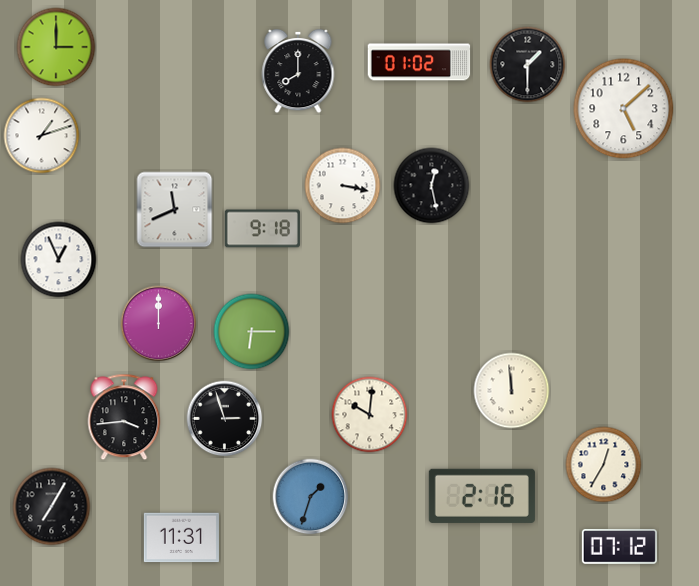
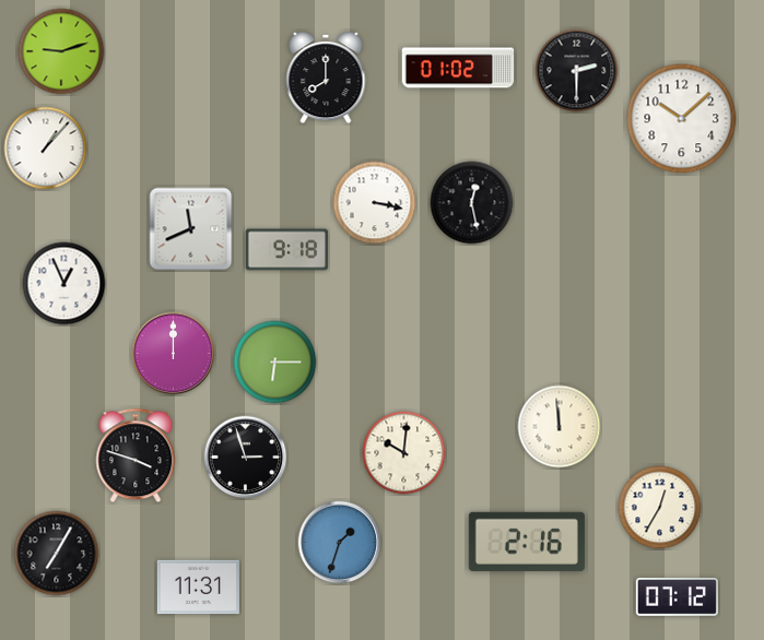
clock at (56, 47): 3:00 -> 9:12
clock at (528, 65): 1:30 -> 2:30
clock at (624, 109): 5:08 -> 10:08
clock at (42, 136): 1:12 -> 1:07
clock at (124, 417): 3:44 -> 3:48
